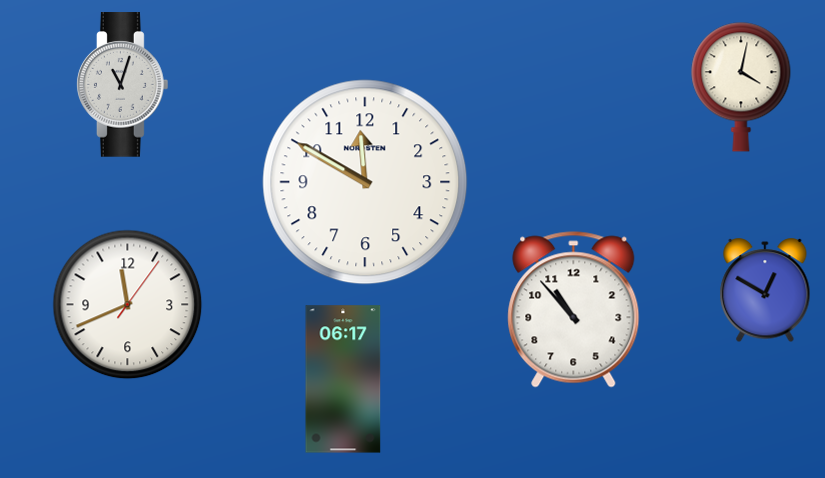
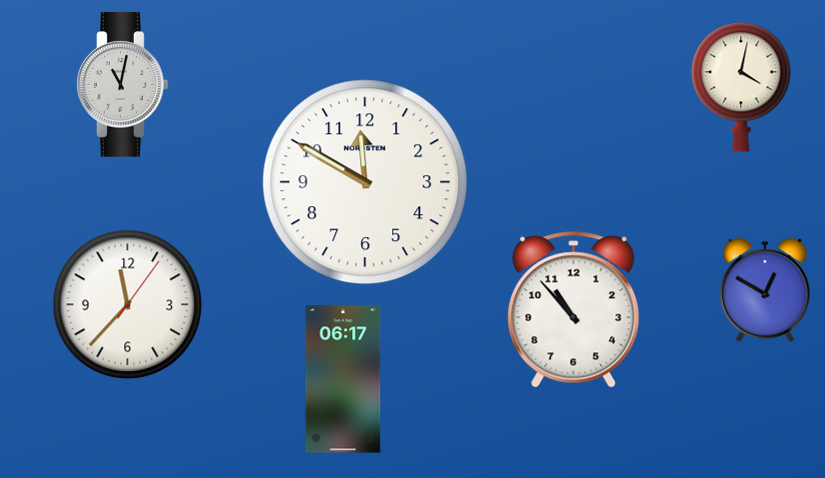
clock at (123, 85): 11:03 -> 11:02
clock at (128, 305): 11:41 -> 11:37
